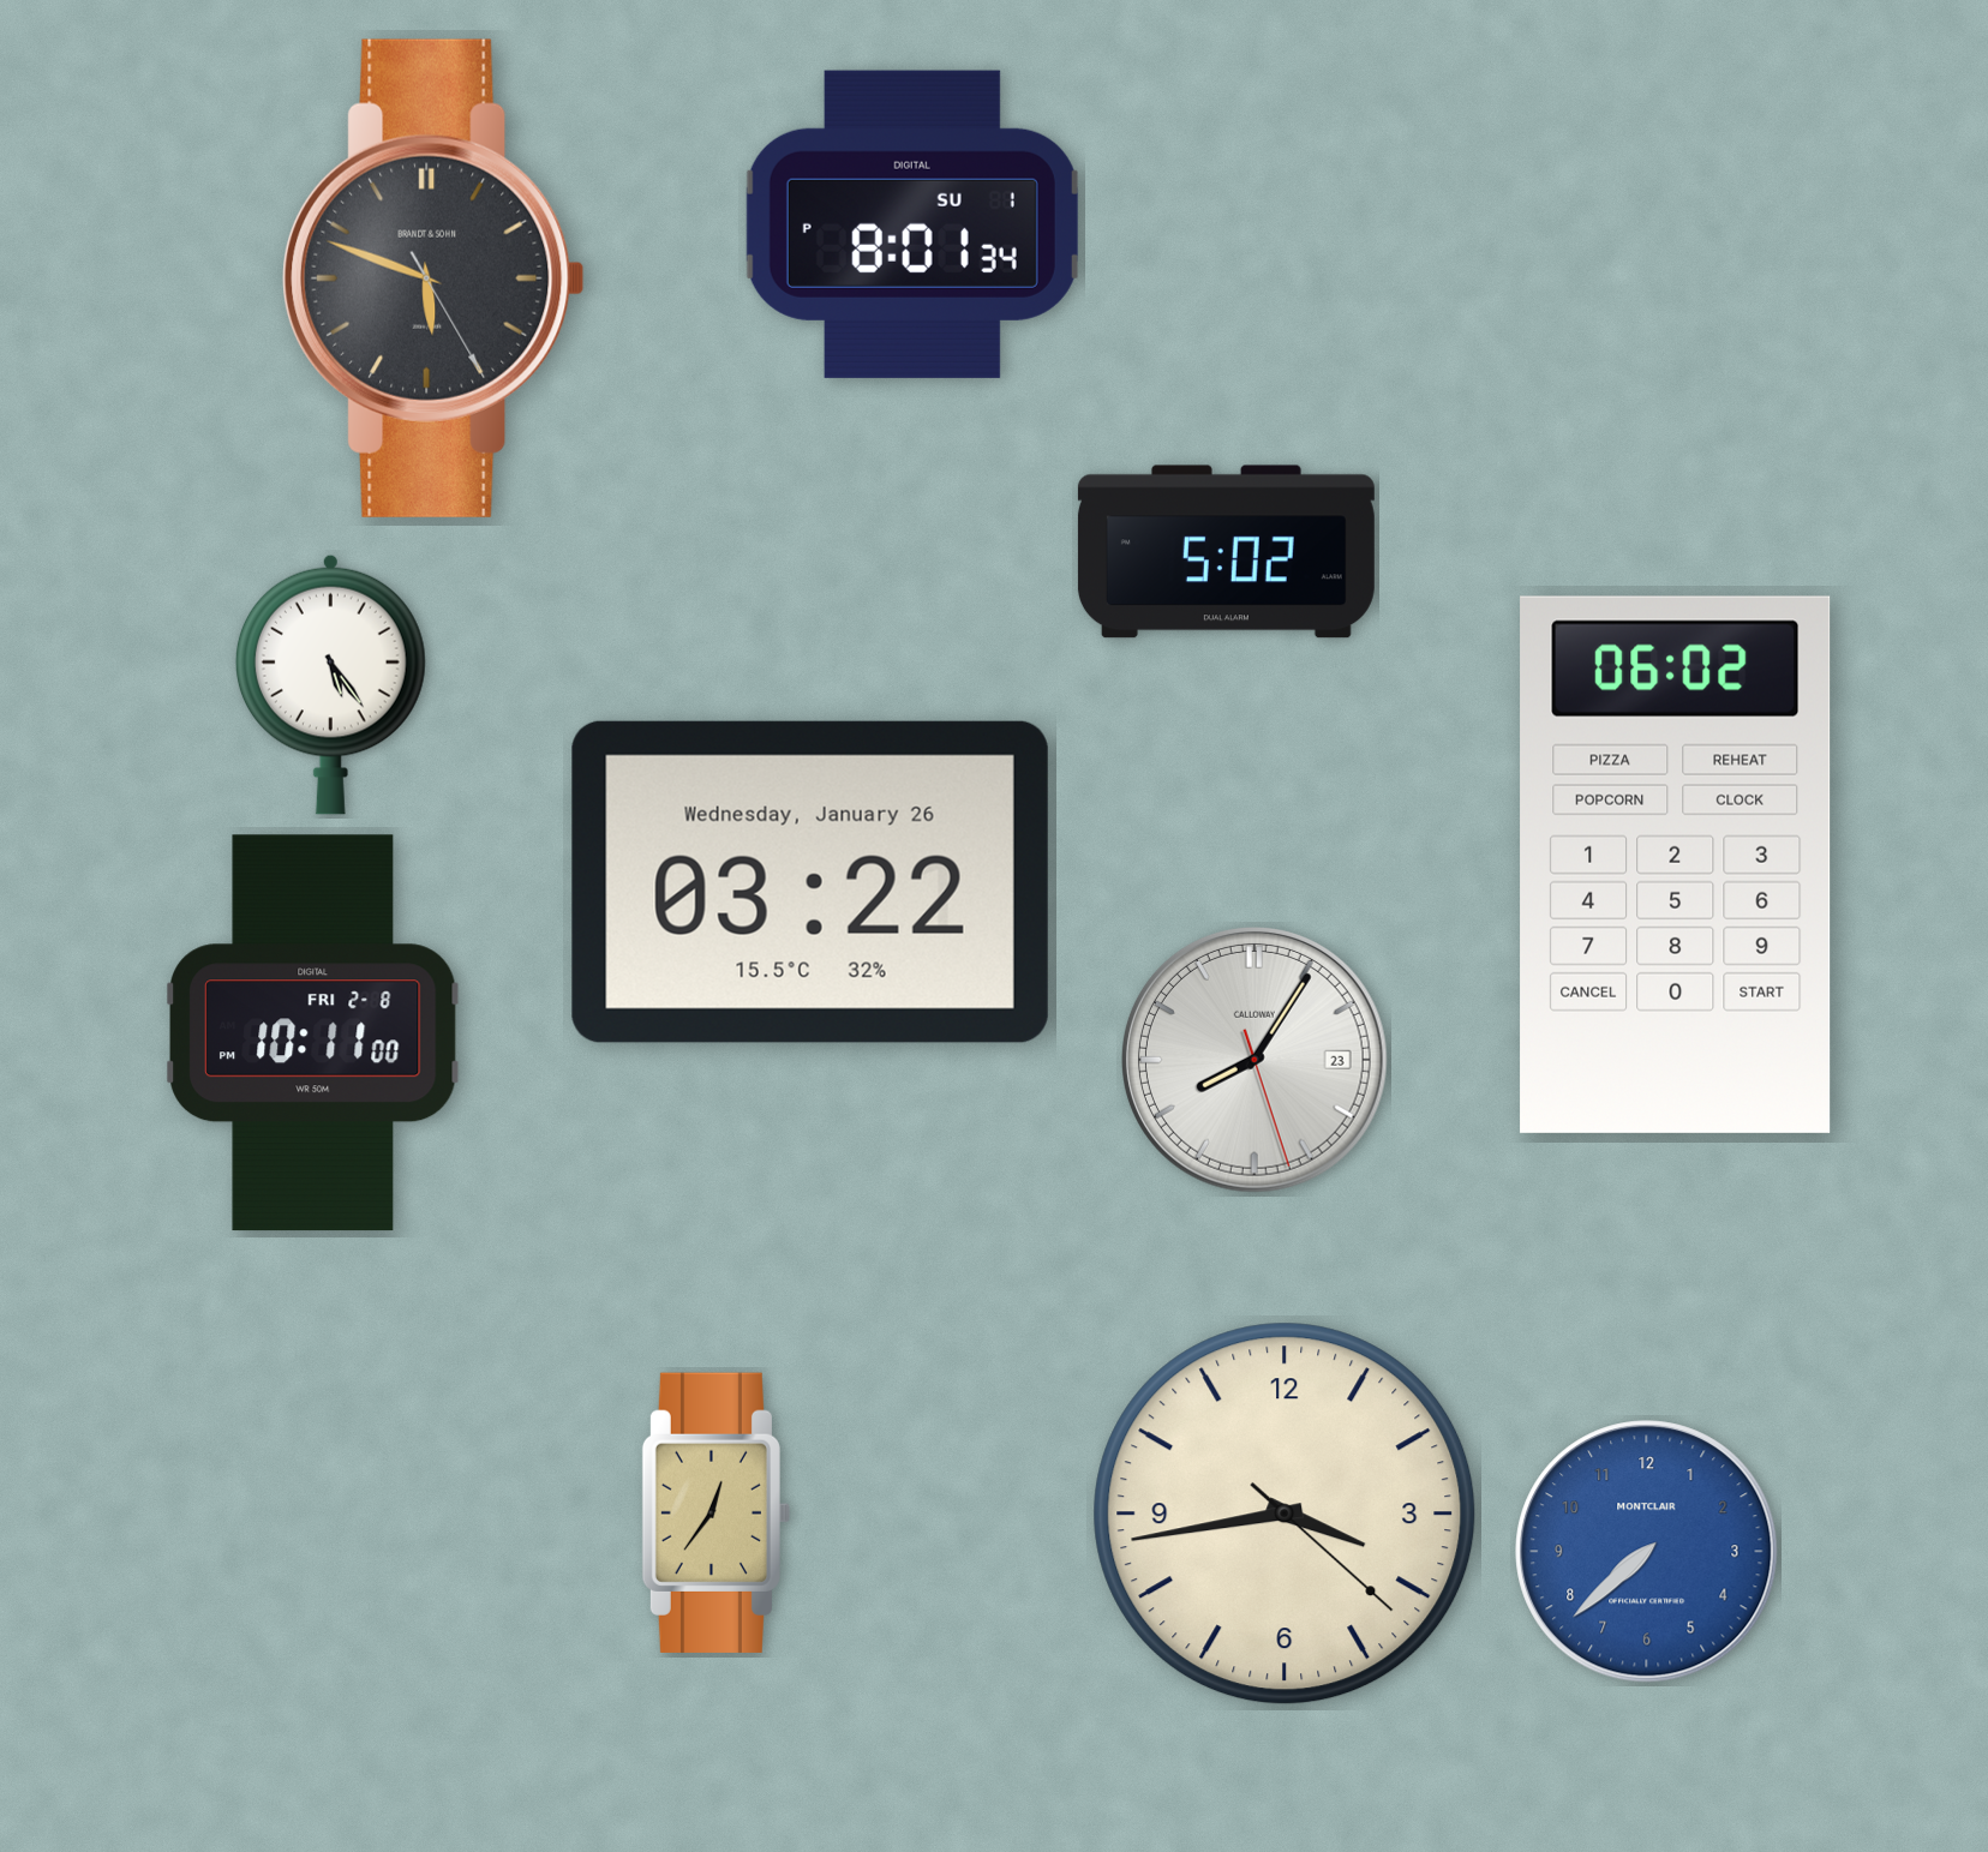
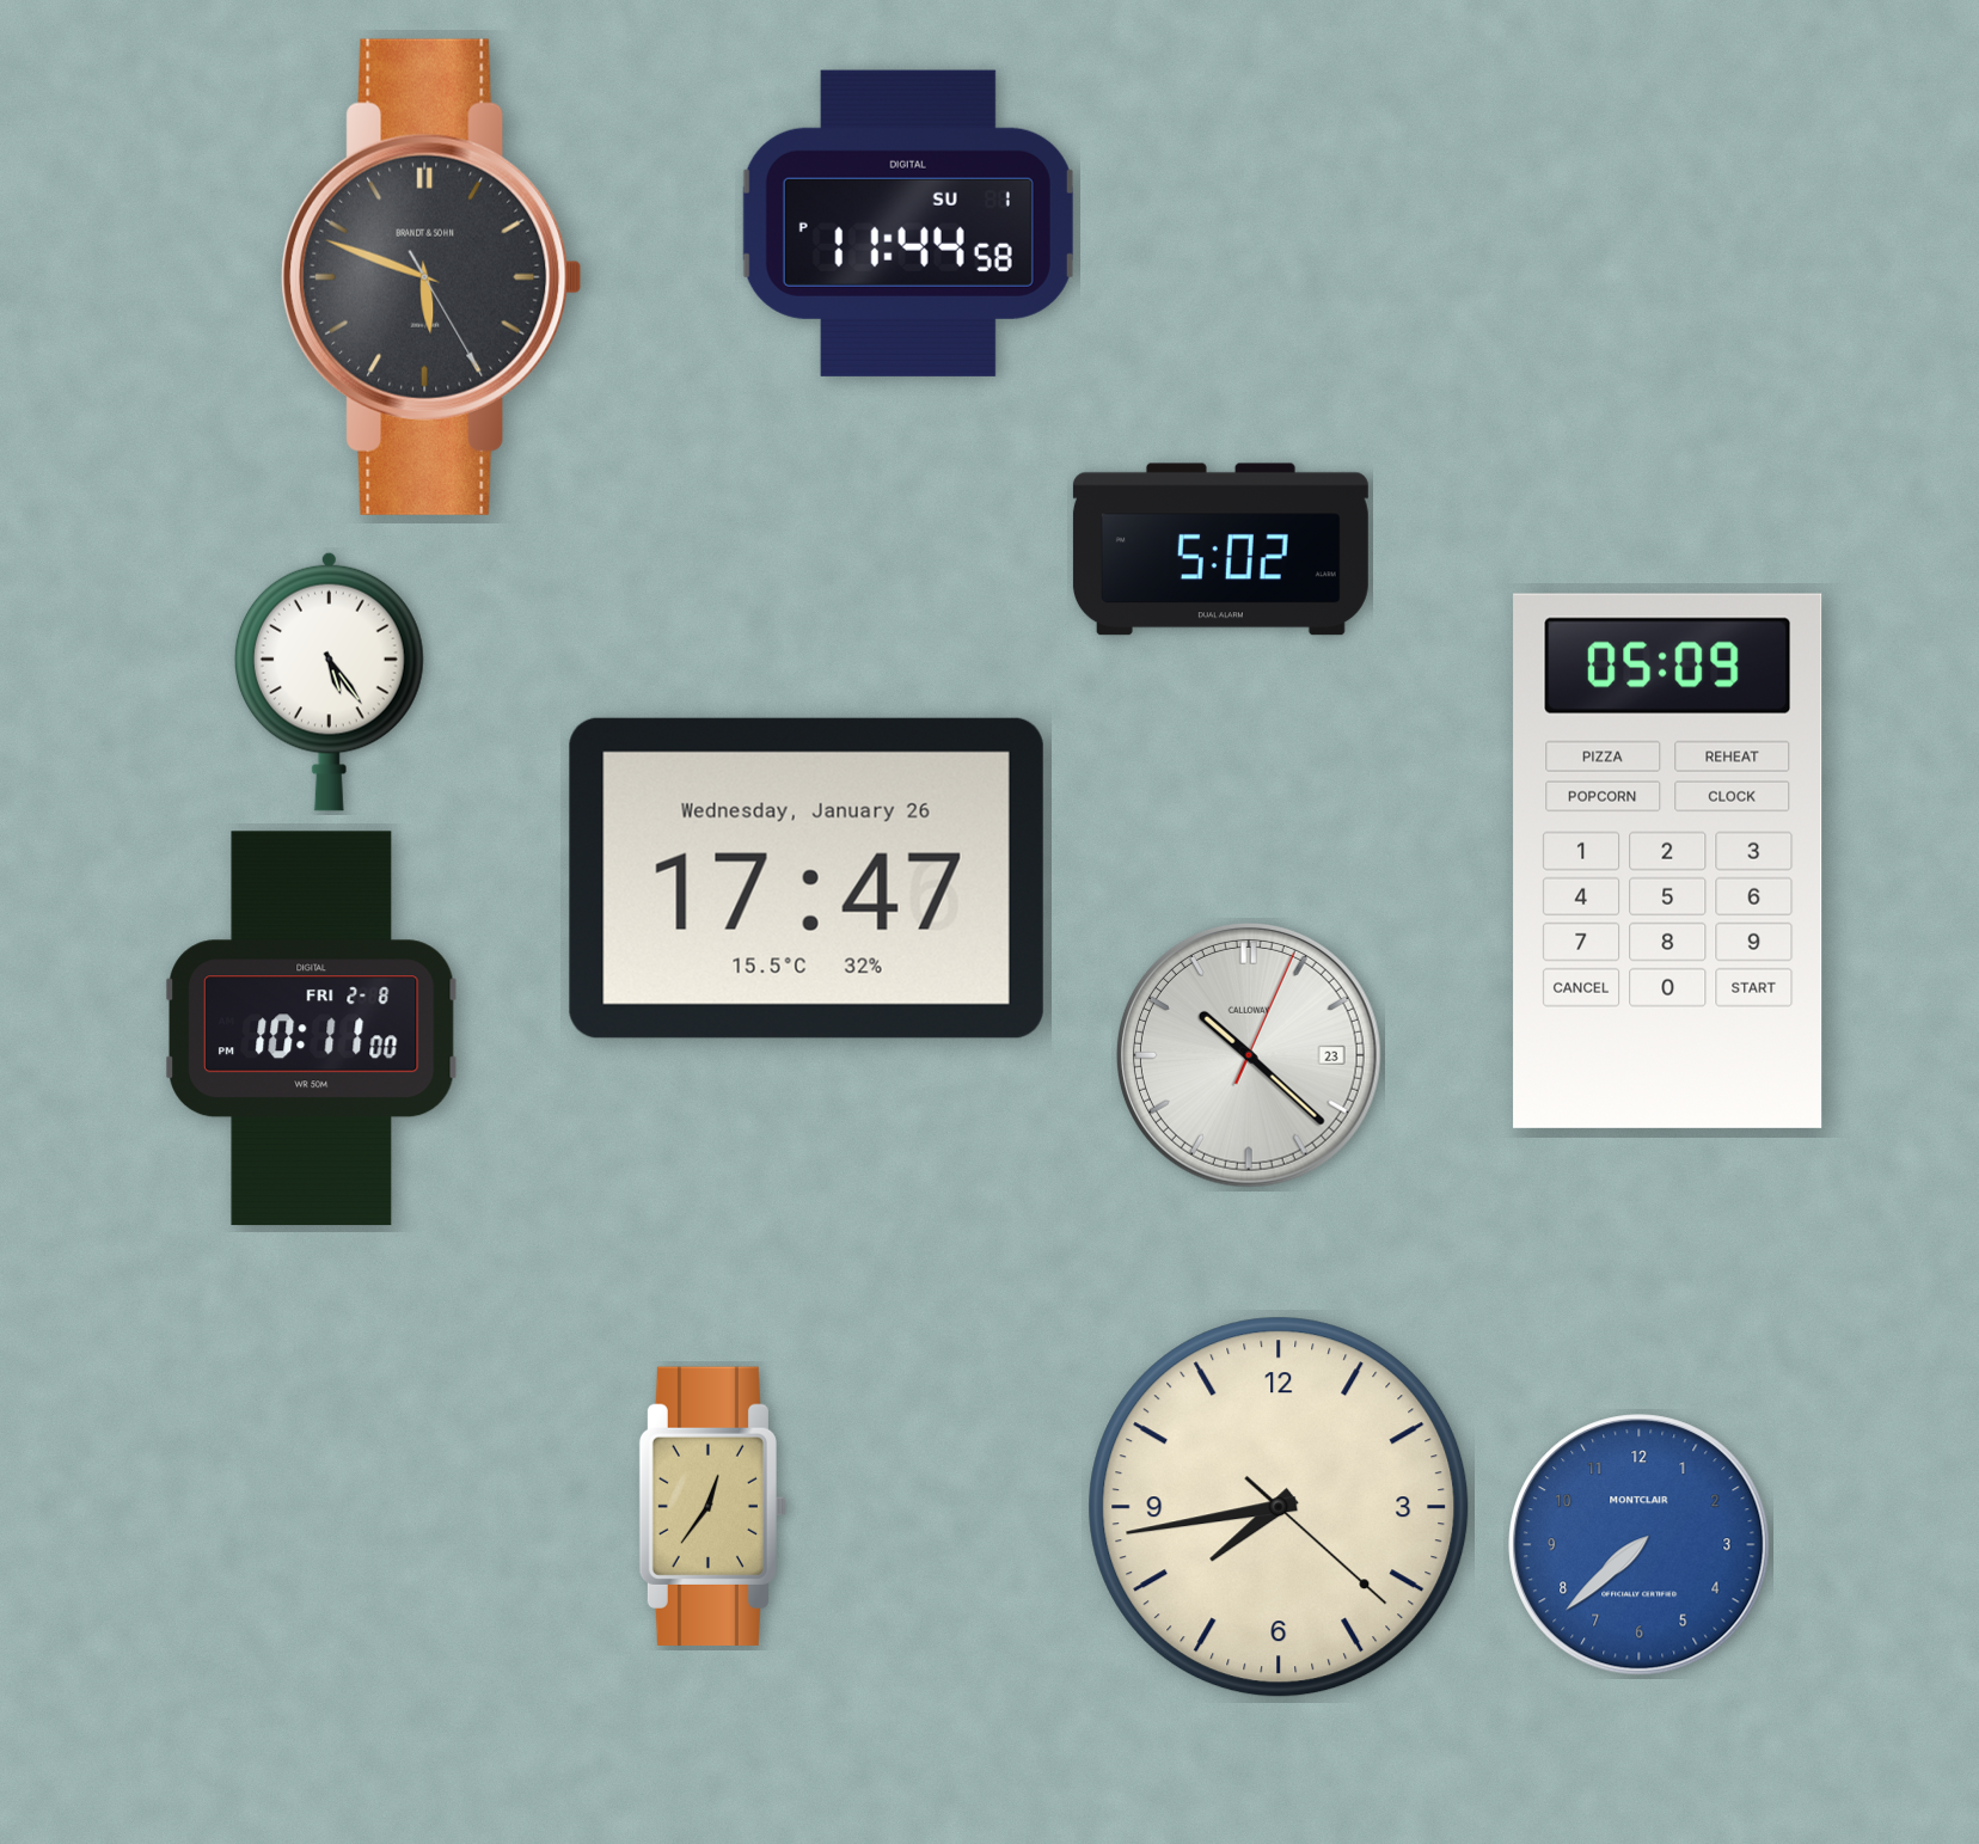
clock at (912, 224): 8:01 -> 11:44
clock at (1676, 864): 06:02 -> 05:09
clock at (810, 882): 03:22 -> 17:47
clock at (1256, 1061): 8:05 -> 10:22
clock at (1285, 1514): 3:43 -> 7:43
